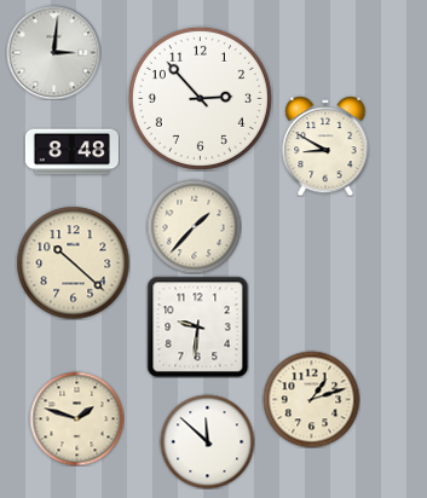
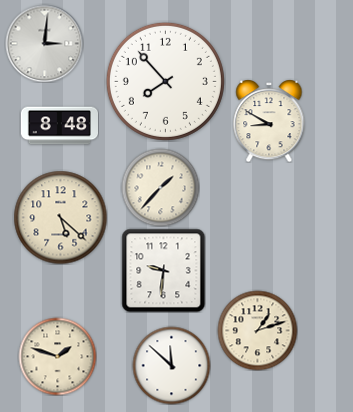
clock at (200, 98): 2:53 -> 7:53
clock at (73, 262): 10:22 -> 5:22
clock at (76, 418) position: (76, 418) -> (57, 356)
